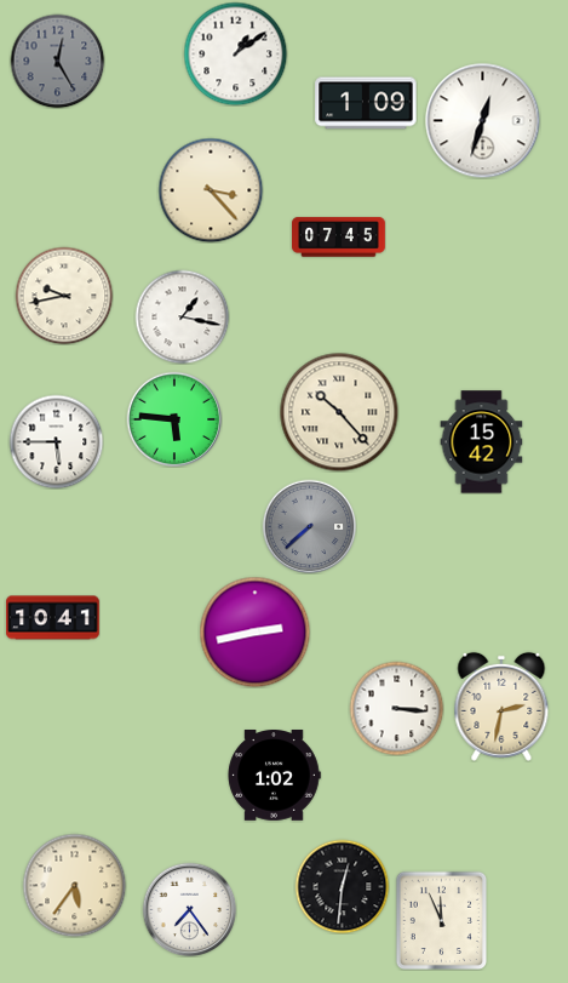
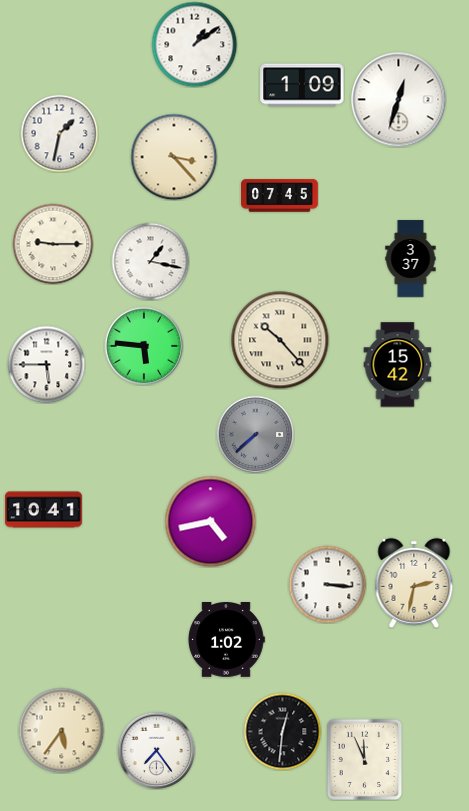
clock at (57, 61): 12:25 -> none
clock at (59, 133): none -> 1:32
clock at (64, 296): 9:43 -> 9:15
clock at (411, 259): none -> 3:37
clock at (254, 631): 2:43 -> 4:43
